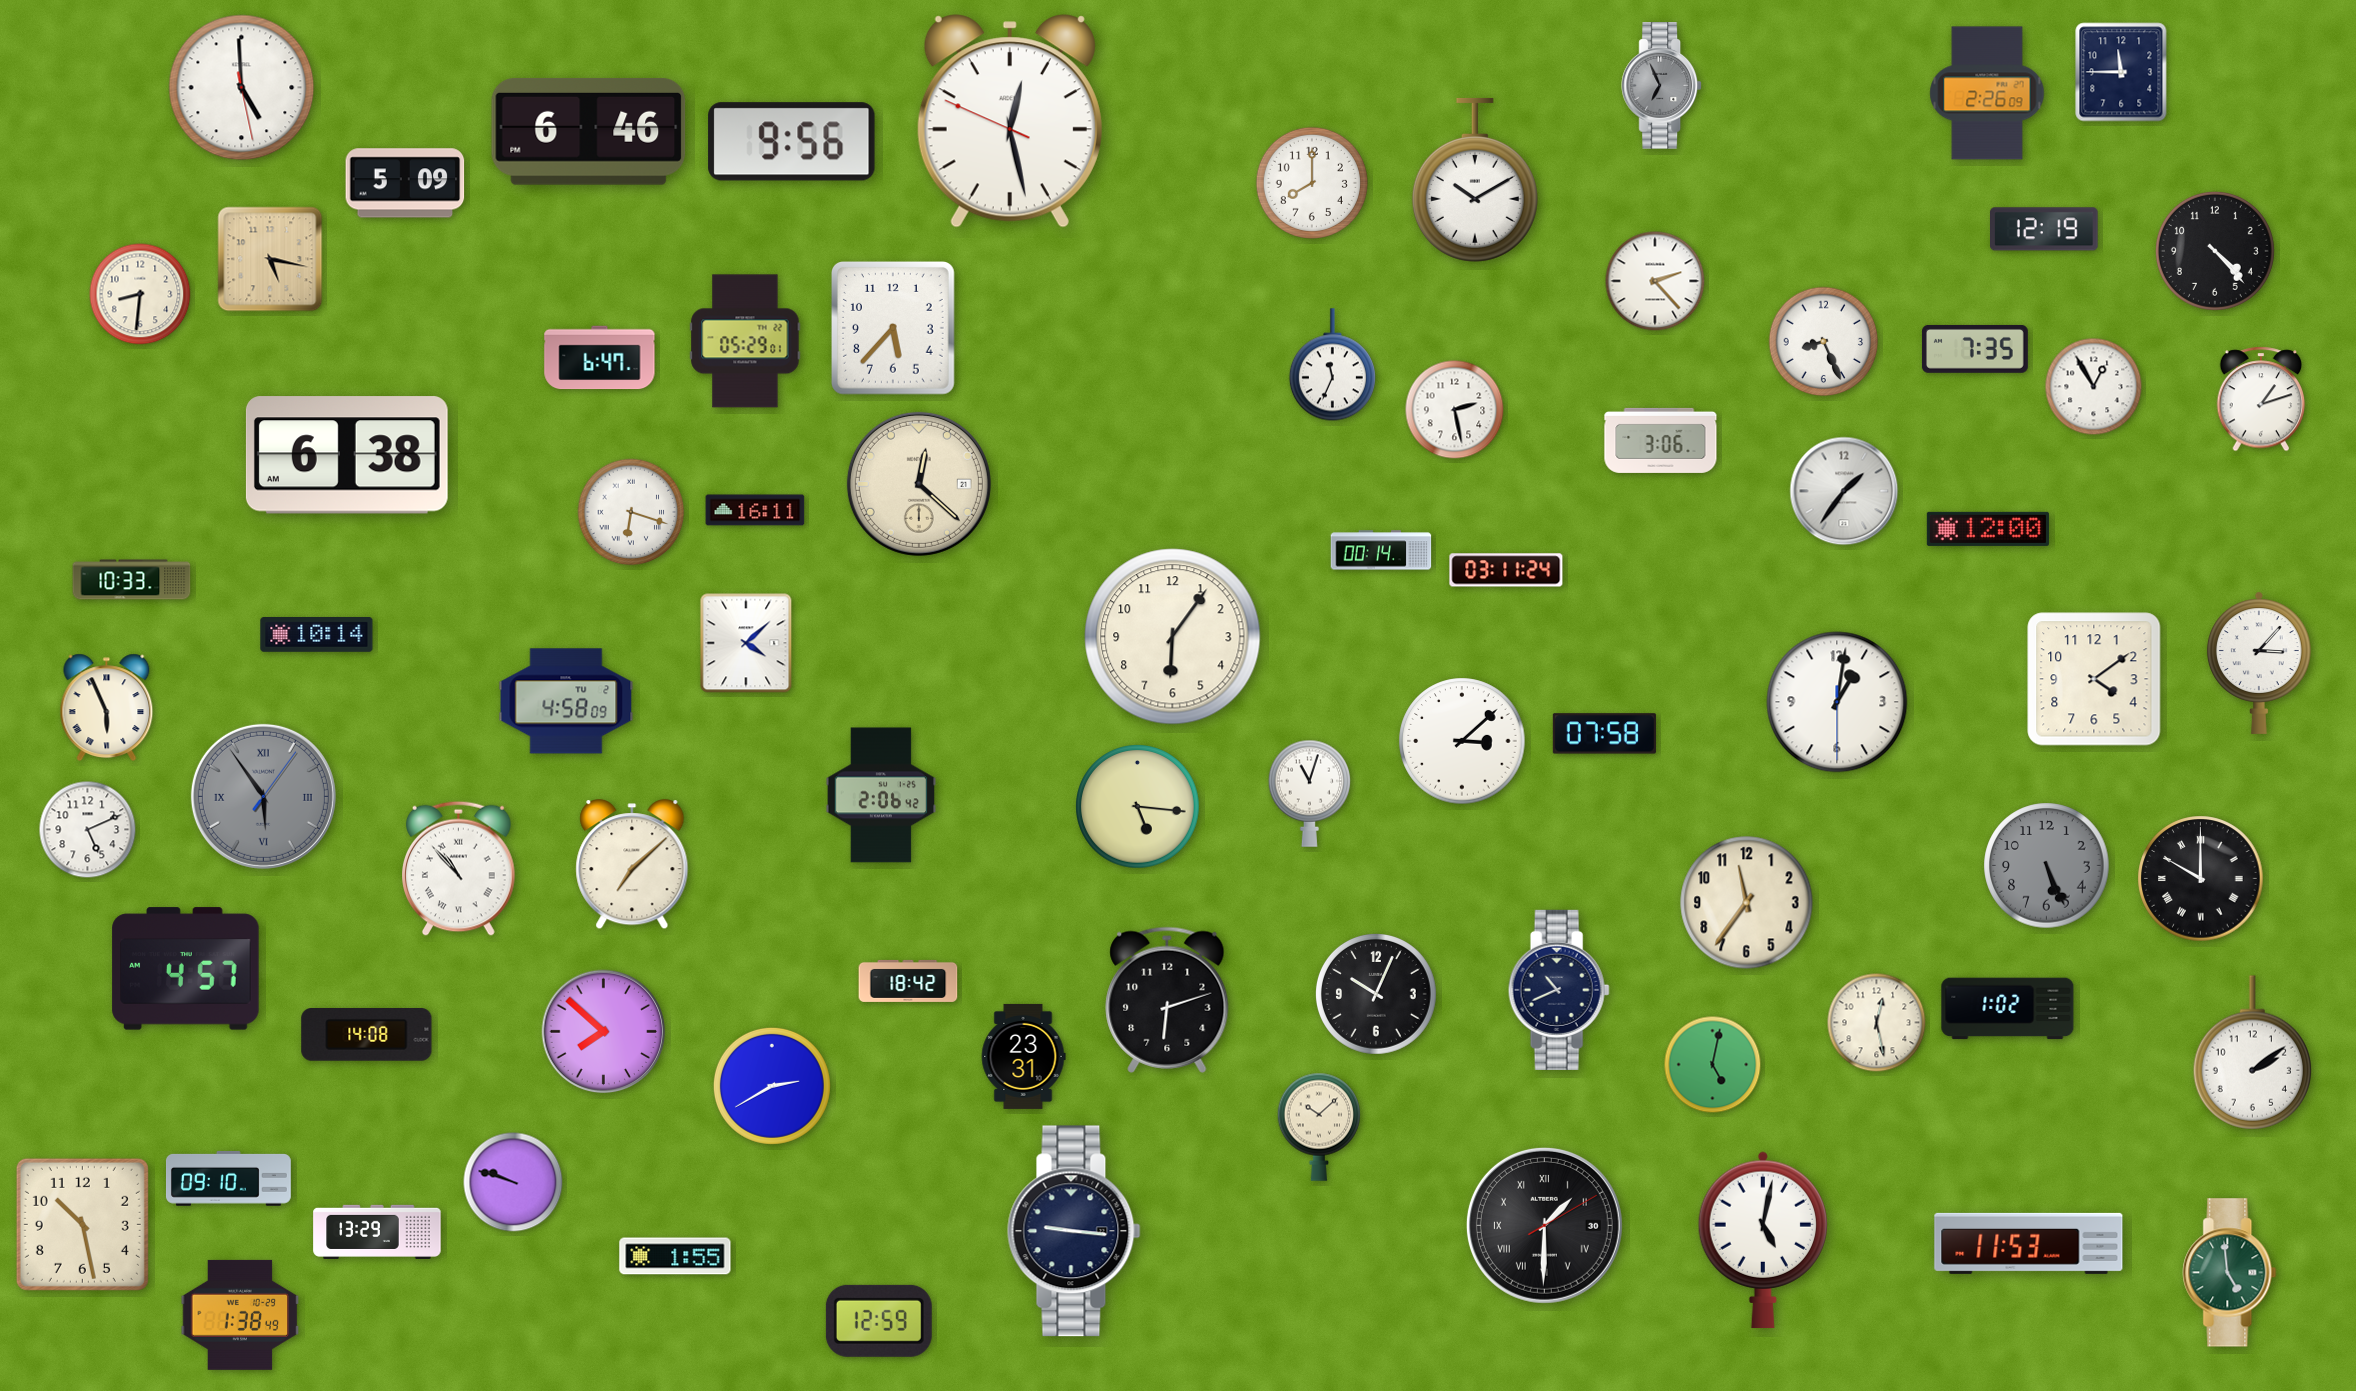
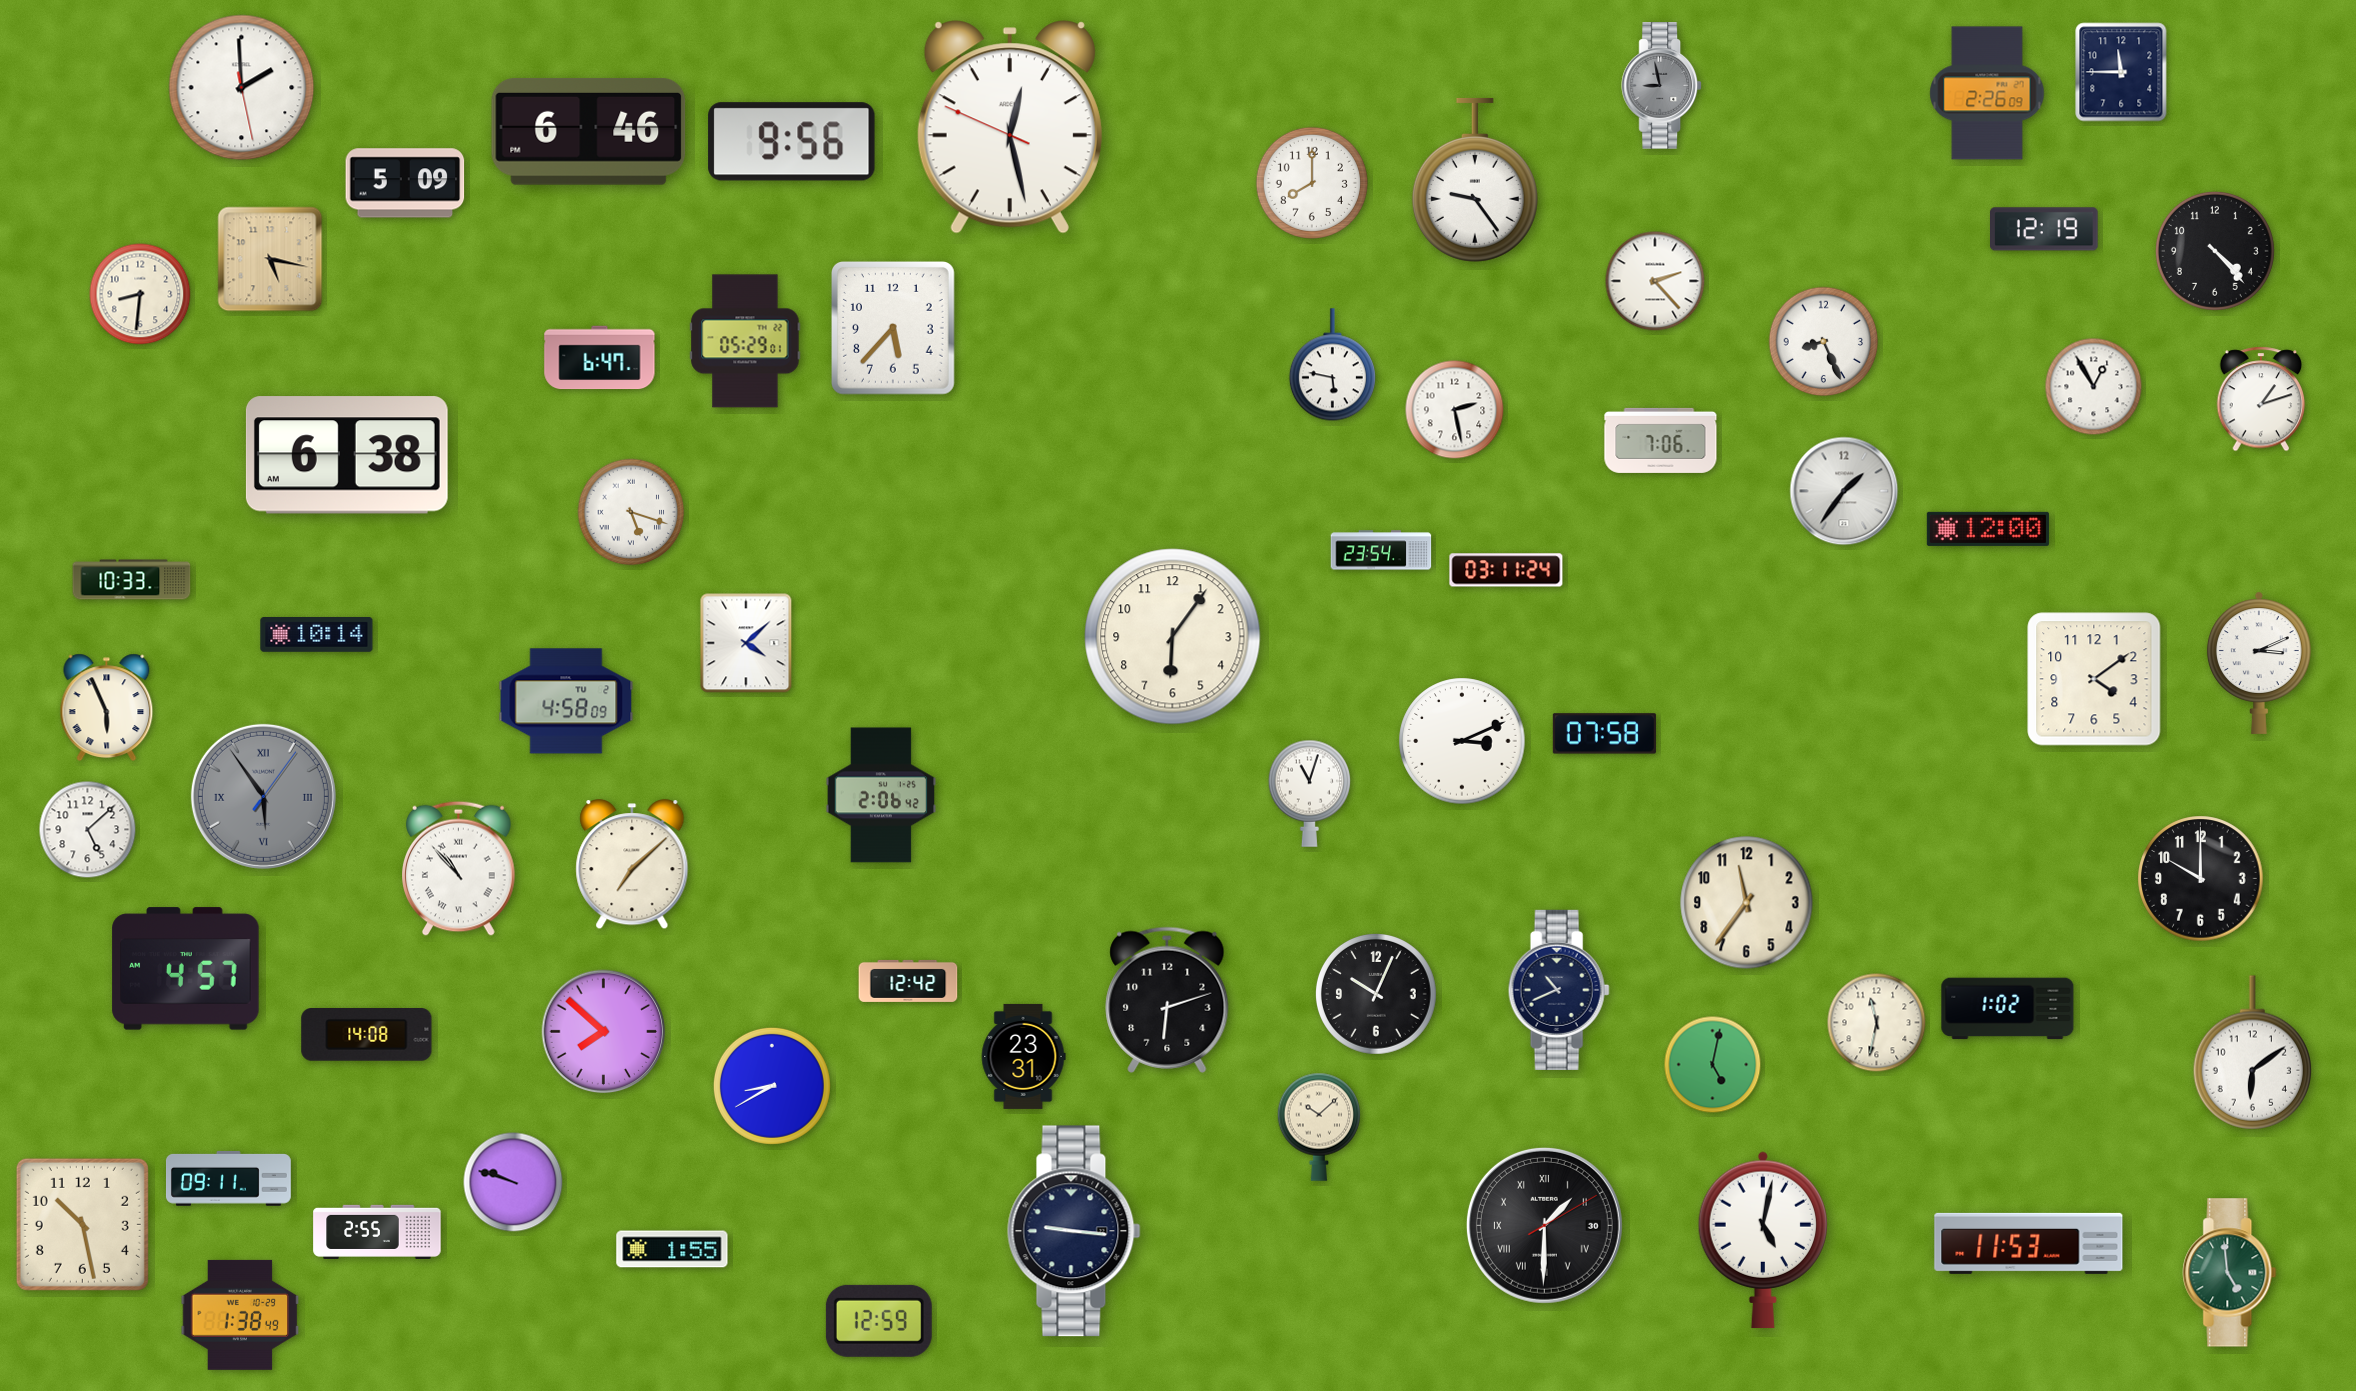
clock at (1662, 86): 6:56 -> 8:58
clock at (242, 88): 4:59 -> 1:59
clock at (1010, 121) position: (1010, 121) -> (1010, 127)
clock at (1475, 180): 10:10 -> 9:24
clock at (1975, 349): 7:35 -> none
clock at (1332, 365): 11:34 -> 5:47
clock at (1661, 440): 3:06 -> 7:06
clock at (919, 484): 12:22 -> none
clock at (755, 510): 16:11 -> none
clock at (631, 512): 6:18 -> 5:18
clock at (1381, 550): 00:14 -> 23:54
clock at (2259, 663): 3:07 -> 3:11
clock at (1837, 702): 1:01 -> none
clock at (1462, 741): 3:08 -> 3:11
clock at (1138, 807): 5:16 -> none
clock at (88, 830): 5:11 -> 5:08
clock at (2047, 866): 5:26 -> none
clock at (2201, 879) numerals: Roman -> Arabic
clock at (908, 981): 18:42 -> 12:42
clock at (1877, 1023): 12:28 -> 11:32
clock at (2252, 1053): 2:09 -> 6:09
clock at (772, 1086): 2:40 -> 8:40
clock at (228, 1179): 09:10 -> 09:11
clock at (377, 1232): 13:29 -> 2:55
clock at (675, 1256) position: (675, 1256) -> (672, 1249)
